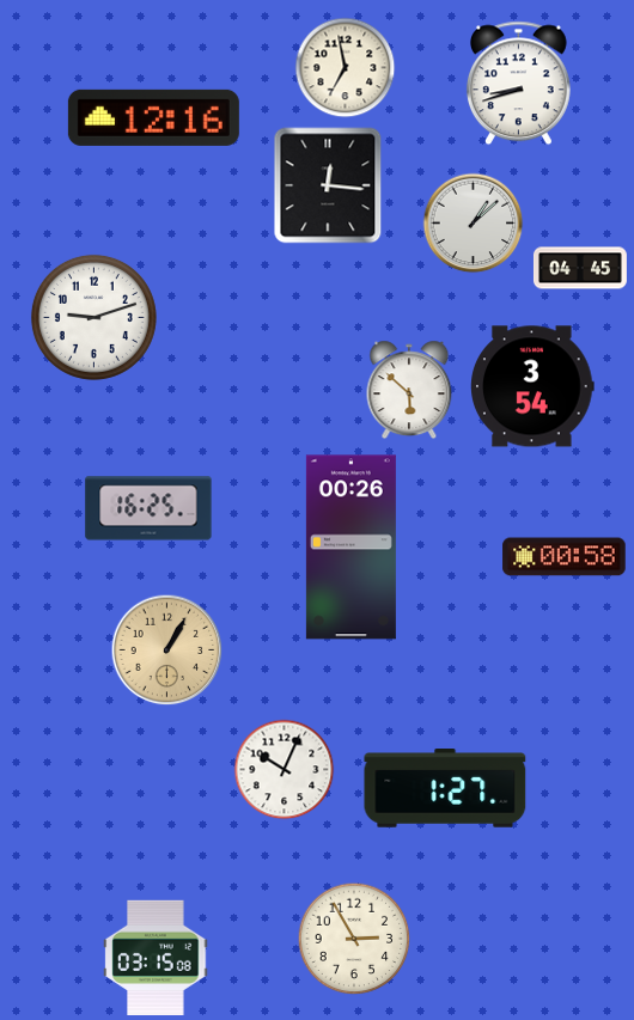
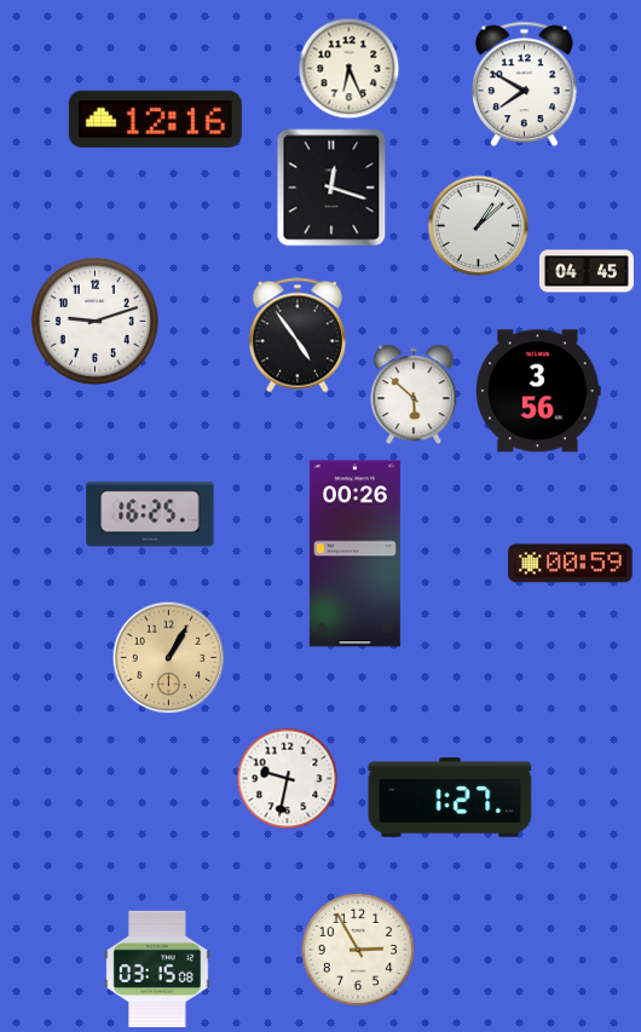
clock at (346, 68): 6:58 -> 6:26
clock at (518, 84): 8:42 -> 7:50
clock at (328, 185): 12:16 -> 12:18
clock at (298, 335): none -> 4:54
clock at (534, 386): 3:54 -> 3:56
clock at (565, 557): 00:58 -> 00:59
clock at (285, 770): 10:04 -> 9:32
